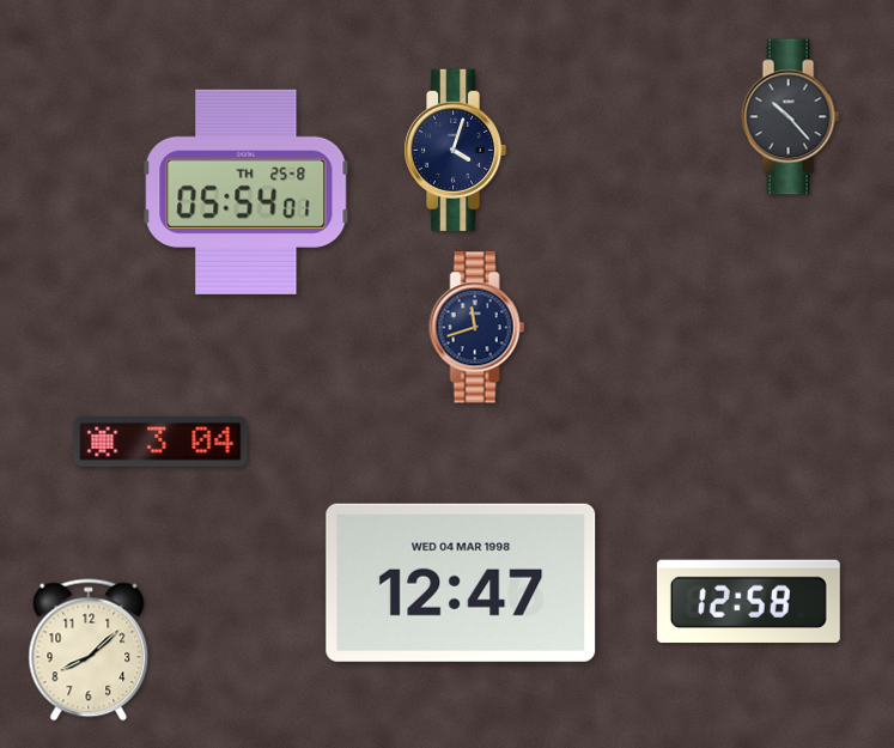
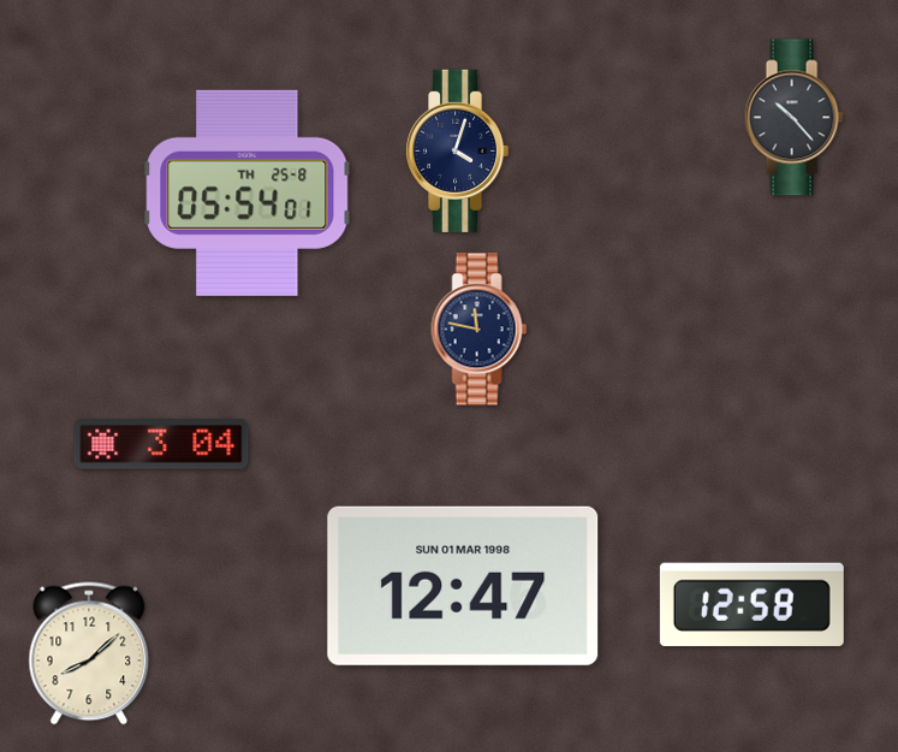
clock at (478, 328): 11:42 -> 11:47
clock at (461, 583) date: WED 04 MAR 1998 -> SUN 01 MAR 1998
